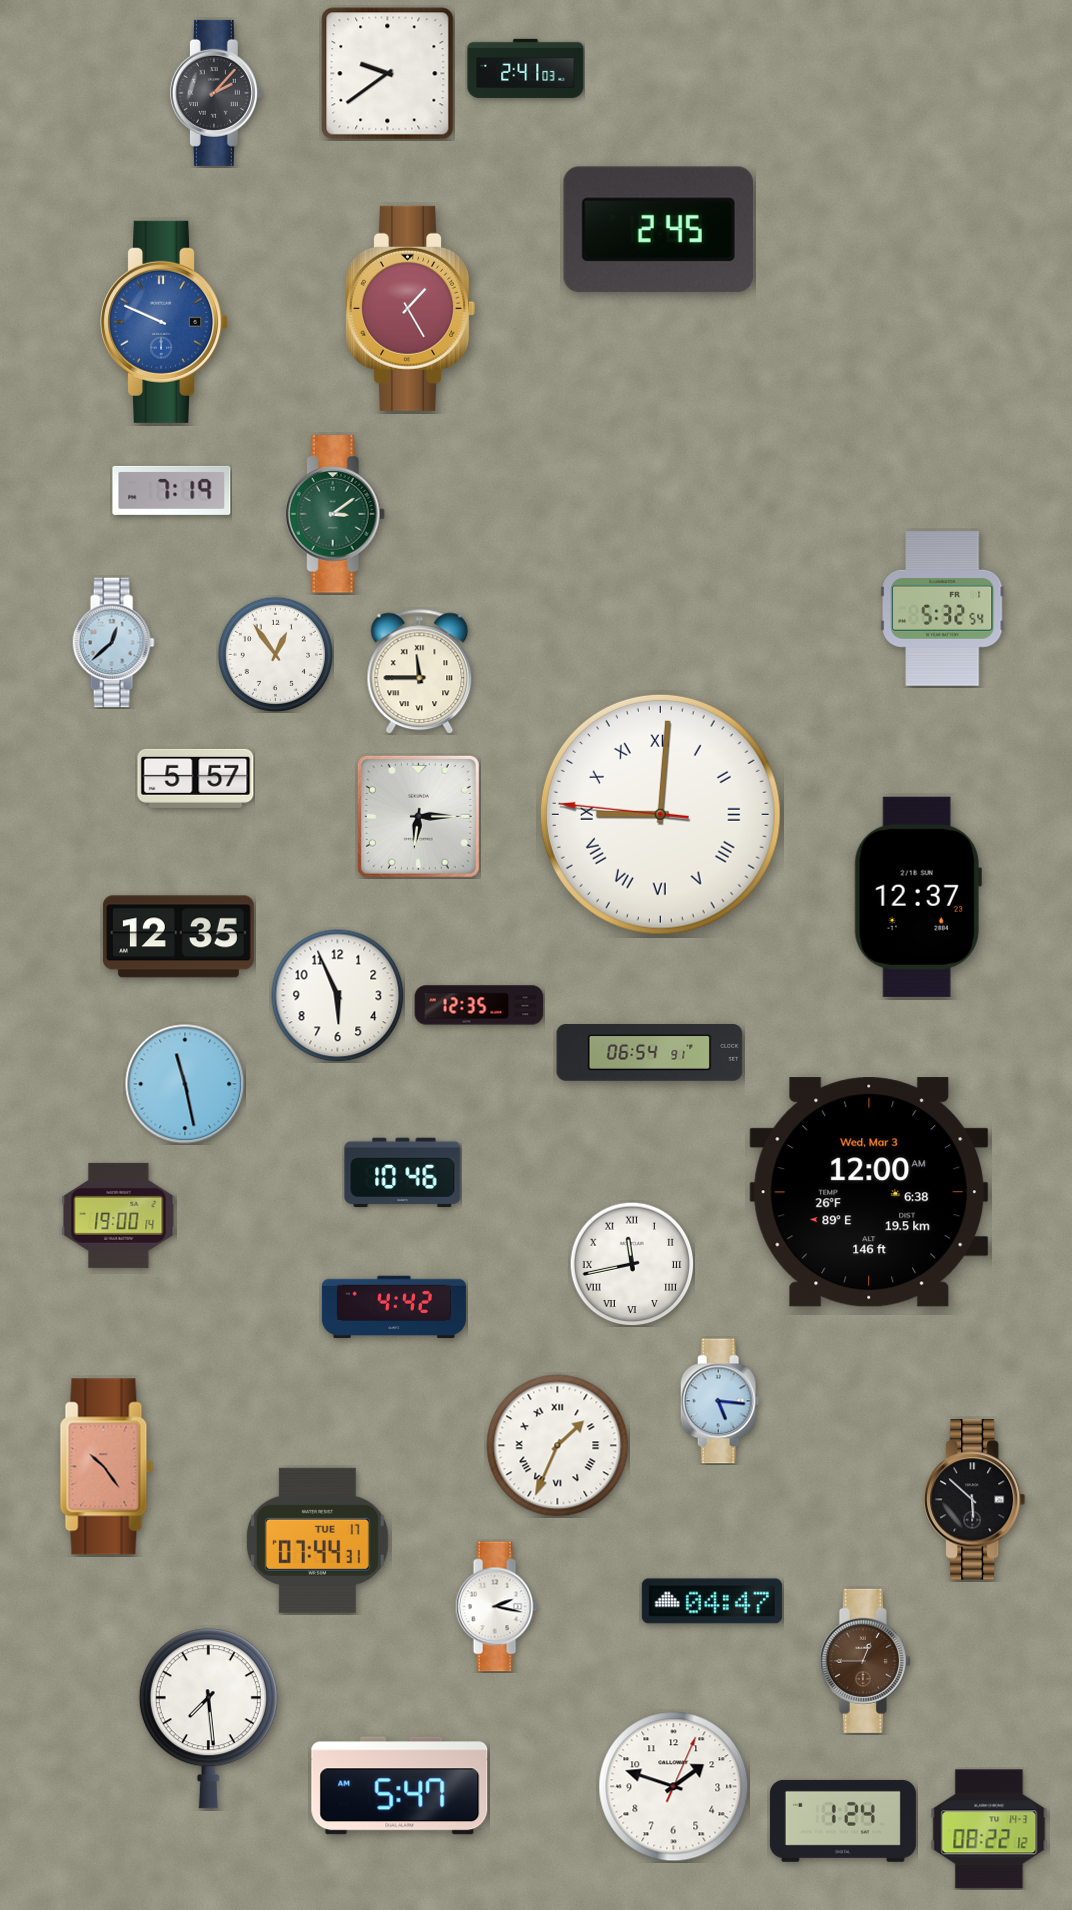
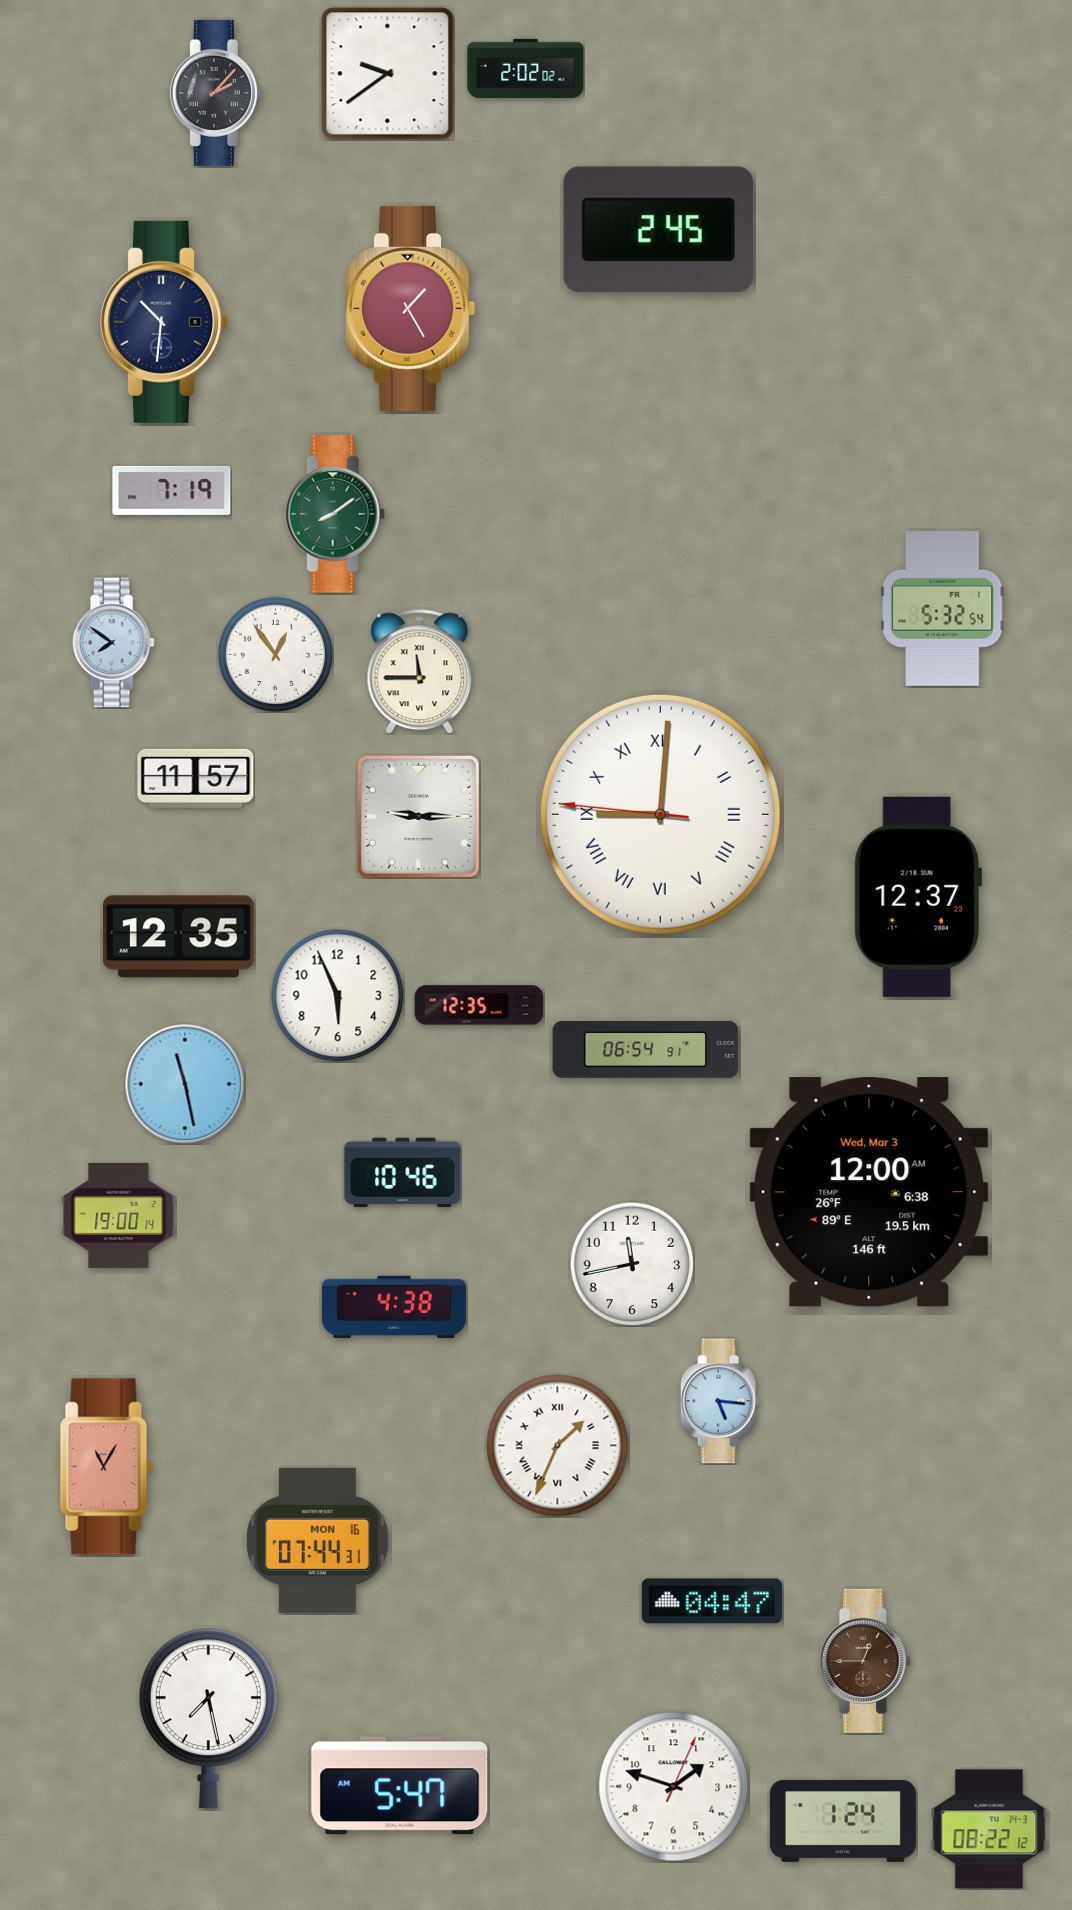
clock at (526, 68): 2:41 -> 2:02
clock at (165, 322): 9:49 -> 10:31
clock at (165, 322) dial: blue -> navy
clock at (335, 514): 3:09 -> 8:09
clock at (113, 643): 12:38 -> 7:51
clock at (196, 778): 5:57 -> 11:57
clock at (418, 816): 6:15 -> 9:15
clock at (650, 1053) position: (650, 1053) -> (646, 1050)
clock at (632, 1264) numerals: Roman -> Arabic
clock at (394, 1307): 4:42 -> 4:38
clock at (107, 1467): 10:24 -> 11:05
clock at (975, 1500): 5:52 -> none
clock at (317, 1540) date: TUE 17 -> MON 16
clock at (496, 1607): 2:17 -> none
clock at (208, 1719): 7:29 -> 7:28
